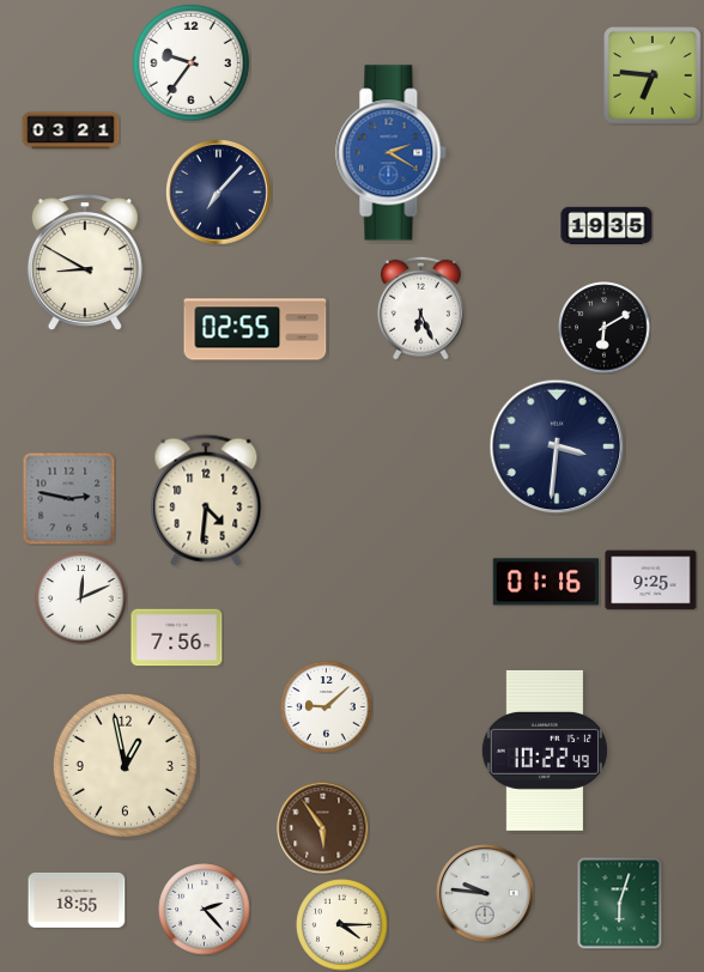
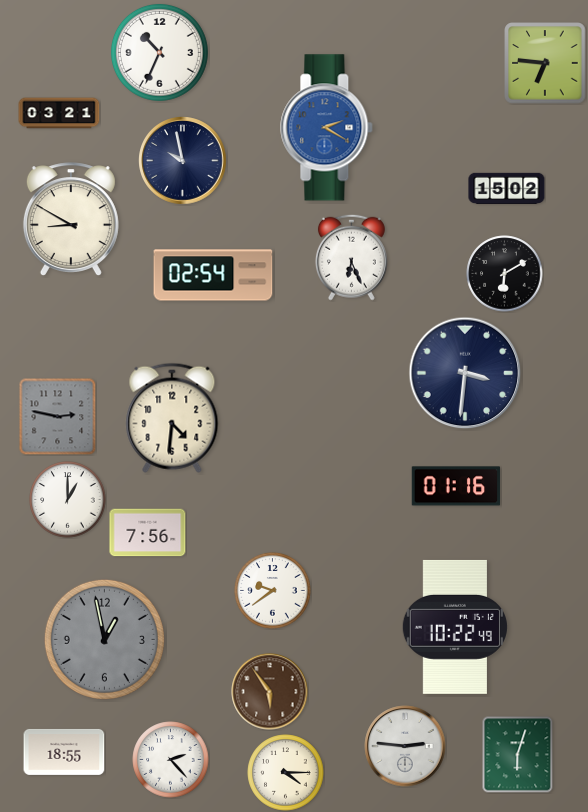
clock at (190, 62): 9:36 -> 10:34
clock at (71, 130) position: (71, 130) -> (59, 113)
clock at (219, 193): 7:07 -> 9:58
clock at (607, 225): 19:35 -> 15:02
clock at (255, 329): 02:55 -> 02:54
clock at (651, 581): 9:25 -> none
clock at (81, 599): 12:11 -> 1:00
clock at (327, 707): 9:08 -> 9:39
clock at (125, 765) dial: cream -> grey
clock at (485, 893): 9:46 -> 2:46
